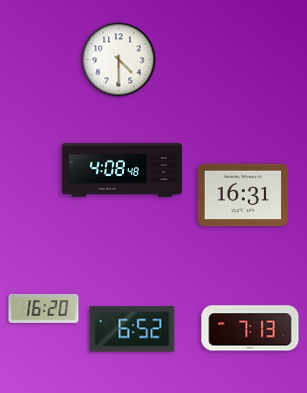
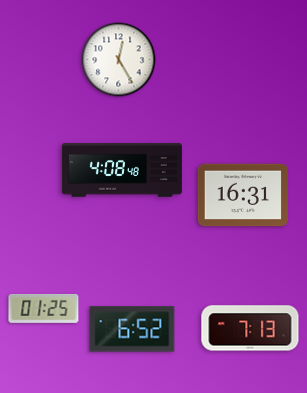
clock at (119, 60): 4:30 -> 12:25
clock at (44, 308): 16:20 -> 01:25
